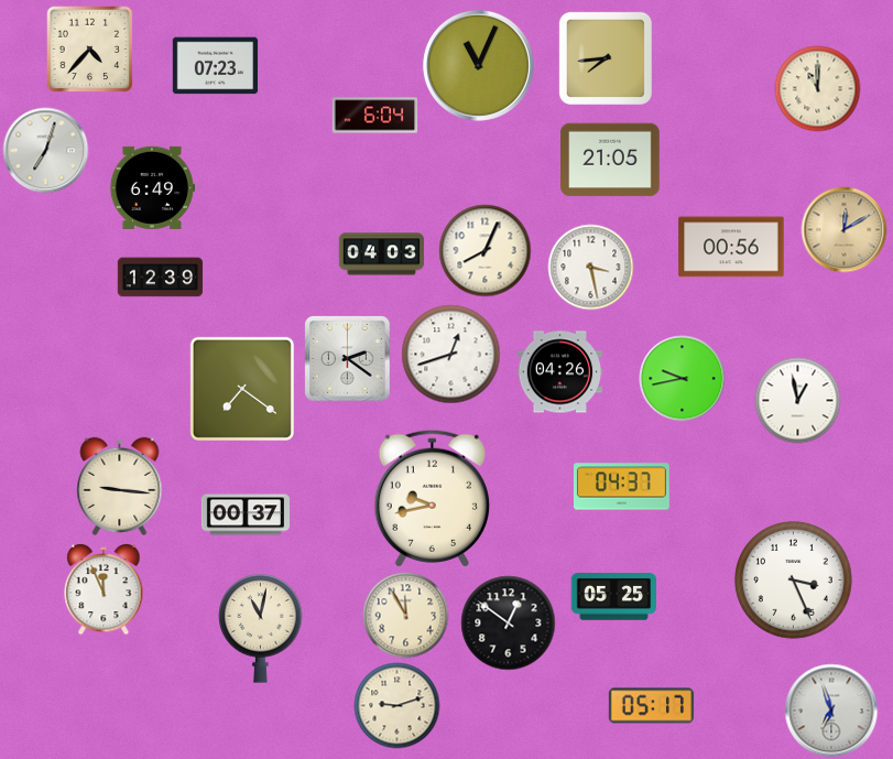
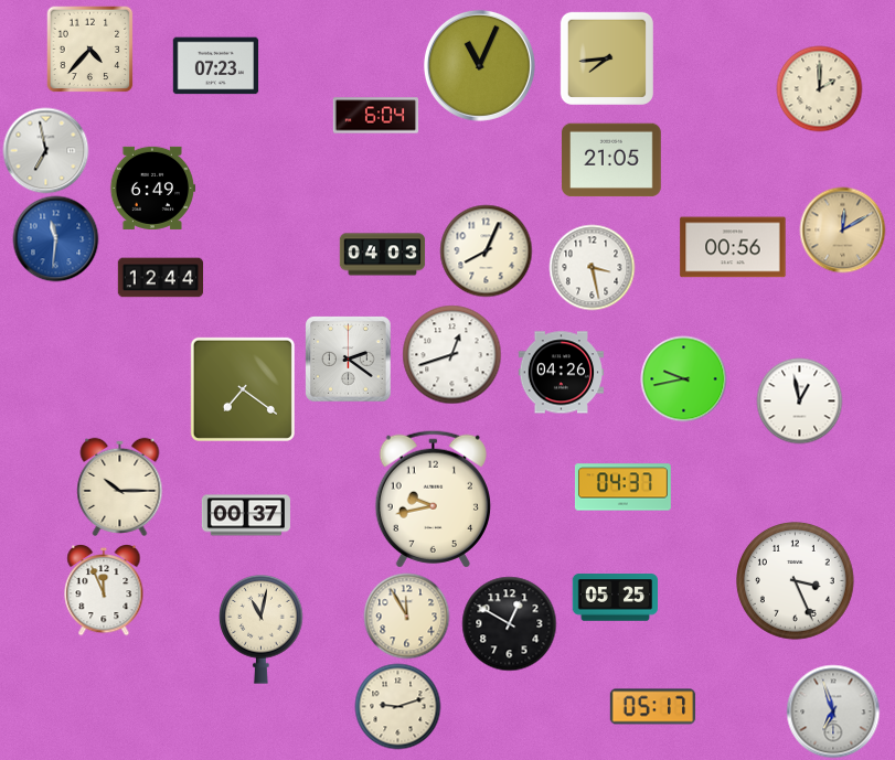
clock at (817, 88): 11:00 -> 2:00
clock at (45, 150): 7:03 -> 6:58
clock at (843, 229) position: (843, 229) -> (842, 229)
clock at (55, 238): none -> 11:31
clock at (160, 278): 12:39 -> 12:44
clock at (120, 486): 9:16 -> 10:15
clock at (508, 622): 12:51 -> 12:50
